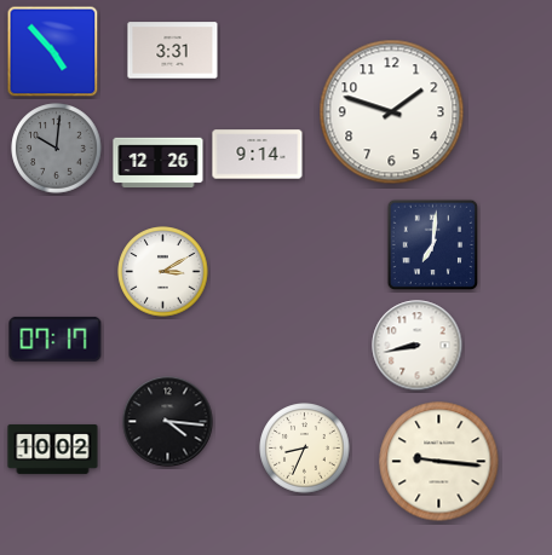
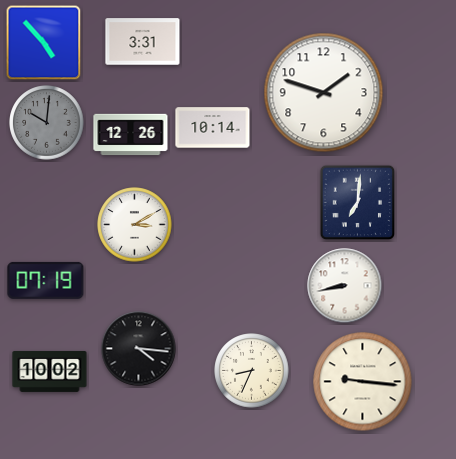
clock at (258, 155): 9:14 -> 10:14
clock at (56, 339): 07:17 -> 07:19
clock at (53, 449) position: (53, 449) -> (50, 371)
